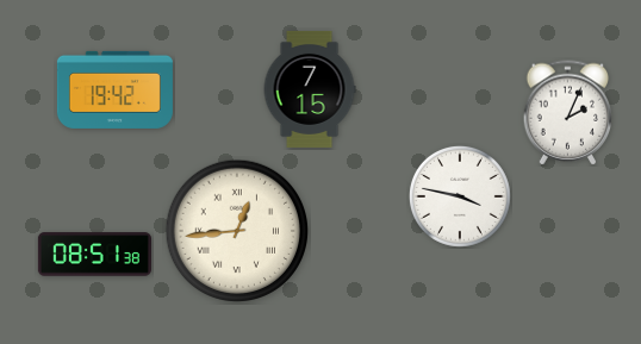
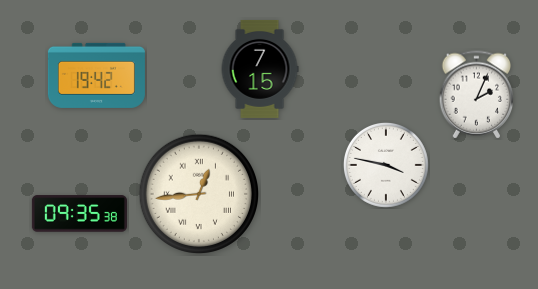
clock at (310, 89) position: (310, 89) -> (260, 69)
clock at (94, 255): 08:51 -> 09:35
